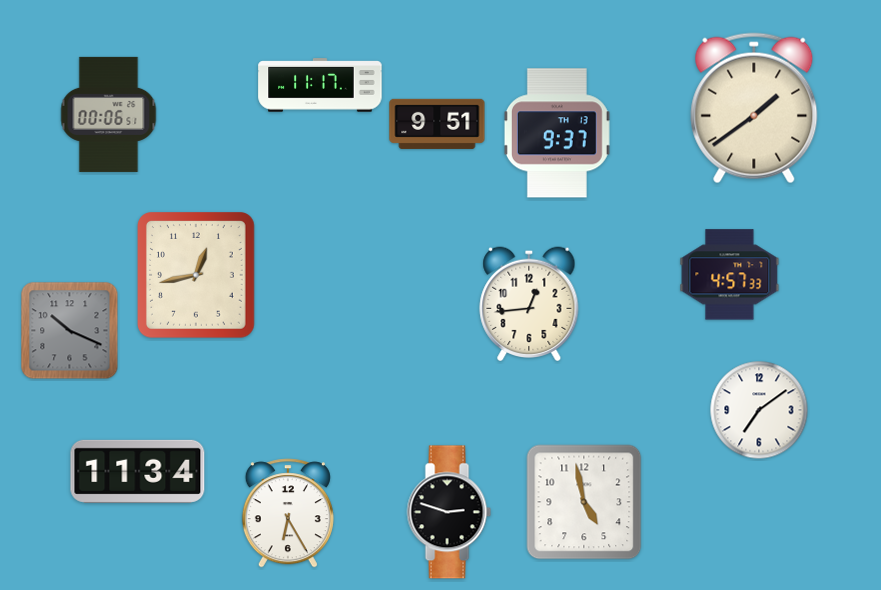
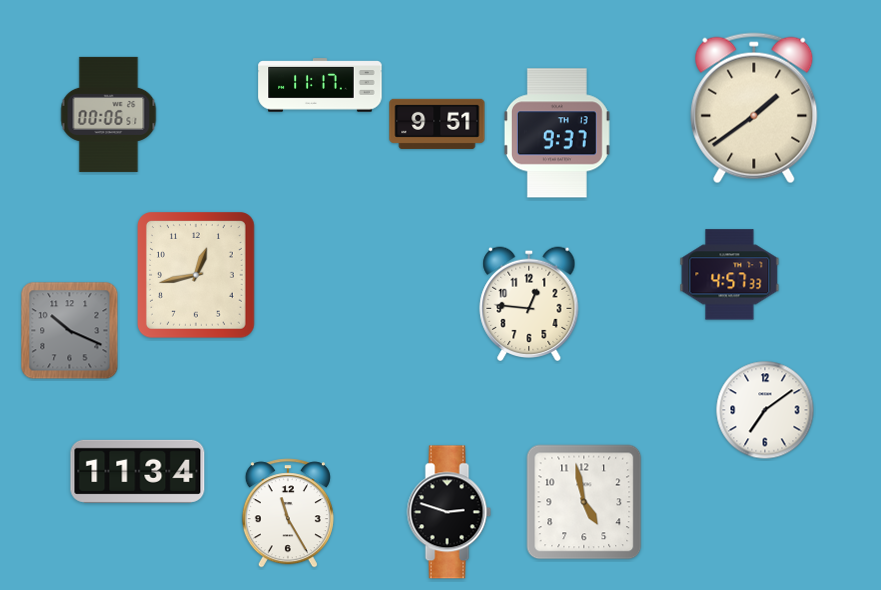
clock at (529, 303): 12:44 -> 12:46
clock at (759, 410) position: (759, 410) -> (765, 410)
clock at (288, 513): 6:25 -> 11:25
